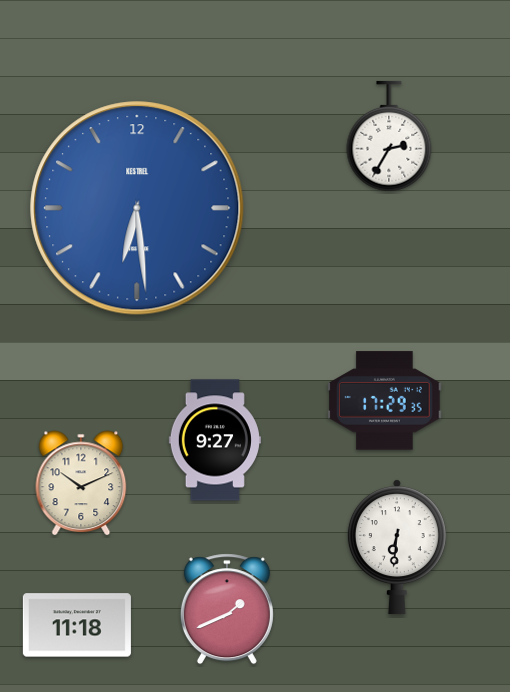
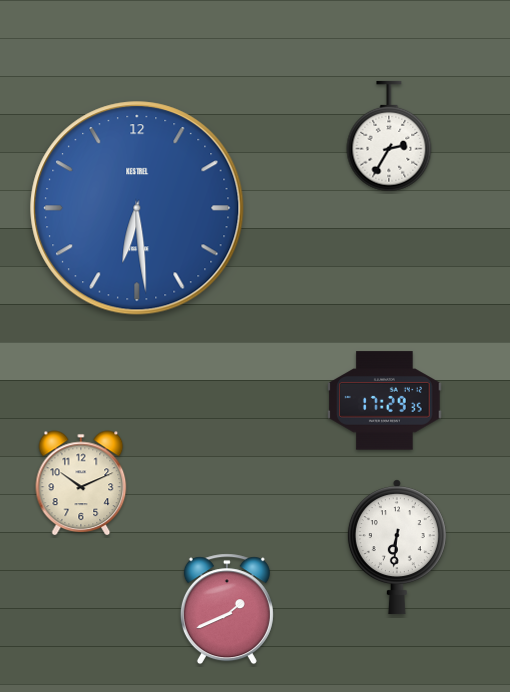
clock at (215, 440): 9:27 -> none
clock at (77, 625): 11:18 -> none
